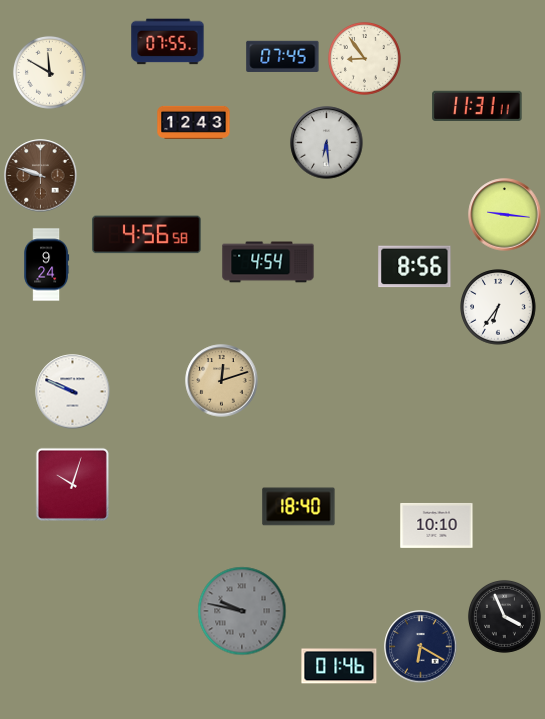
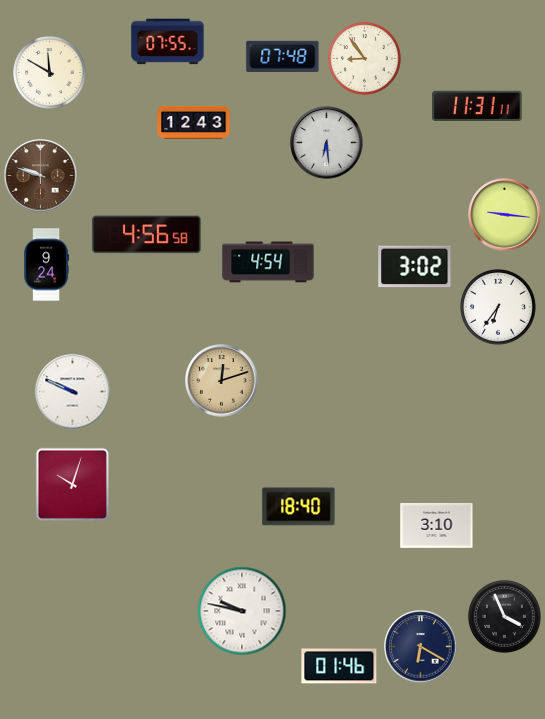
clock at (283, 56): 07:45 -> 07:48
clock at (415, 267): 8:56 -> 3:02
clock at (437, 525): 10:10 -> 3:10
clock at (242, 611) dial: grey -> white
